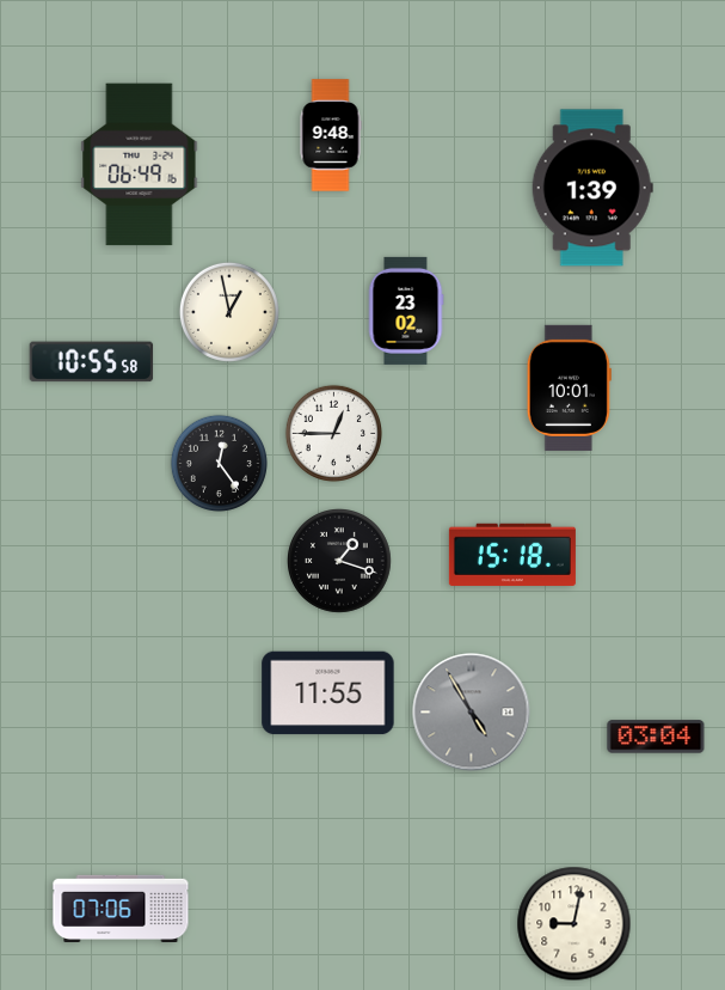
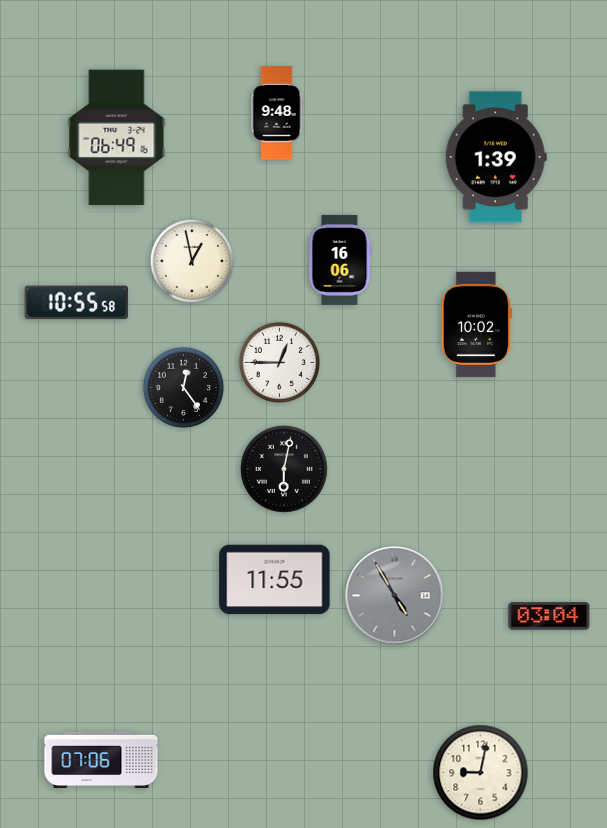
clock at (406, 311): 23:02 -> 16:06
clock at (569, 387): 10:01 -> 10:02
clock at (512, 554): 15:18 -> none
clock at (340, 562): 1:18 -> 6:02
